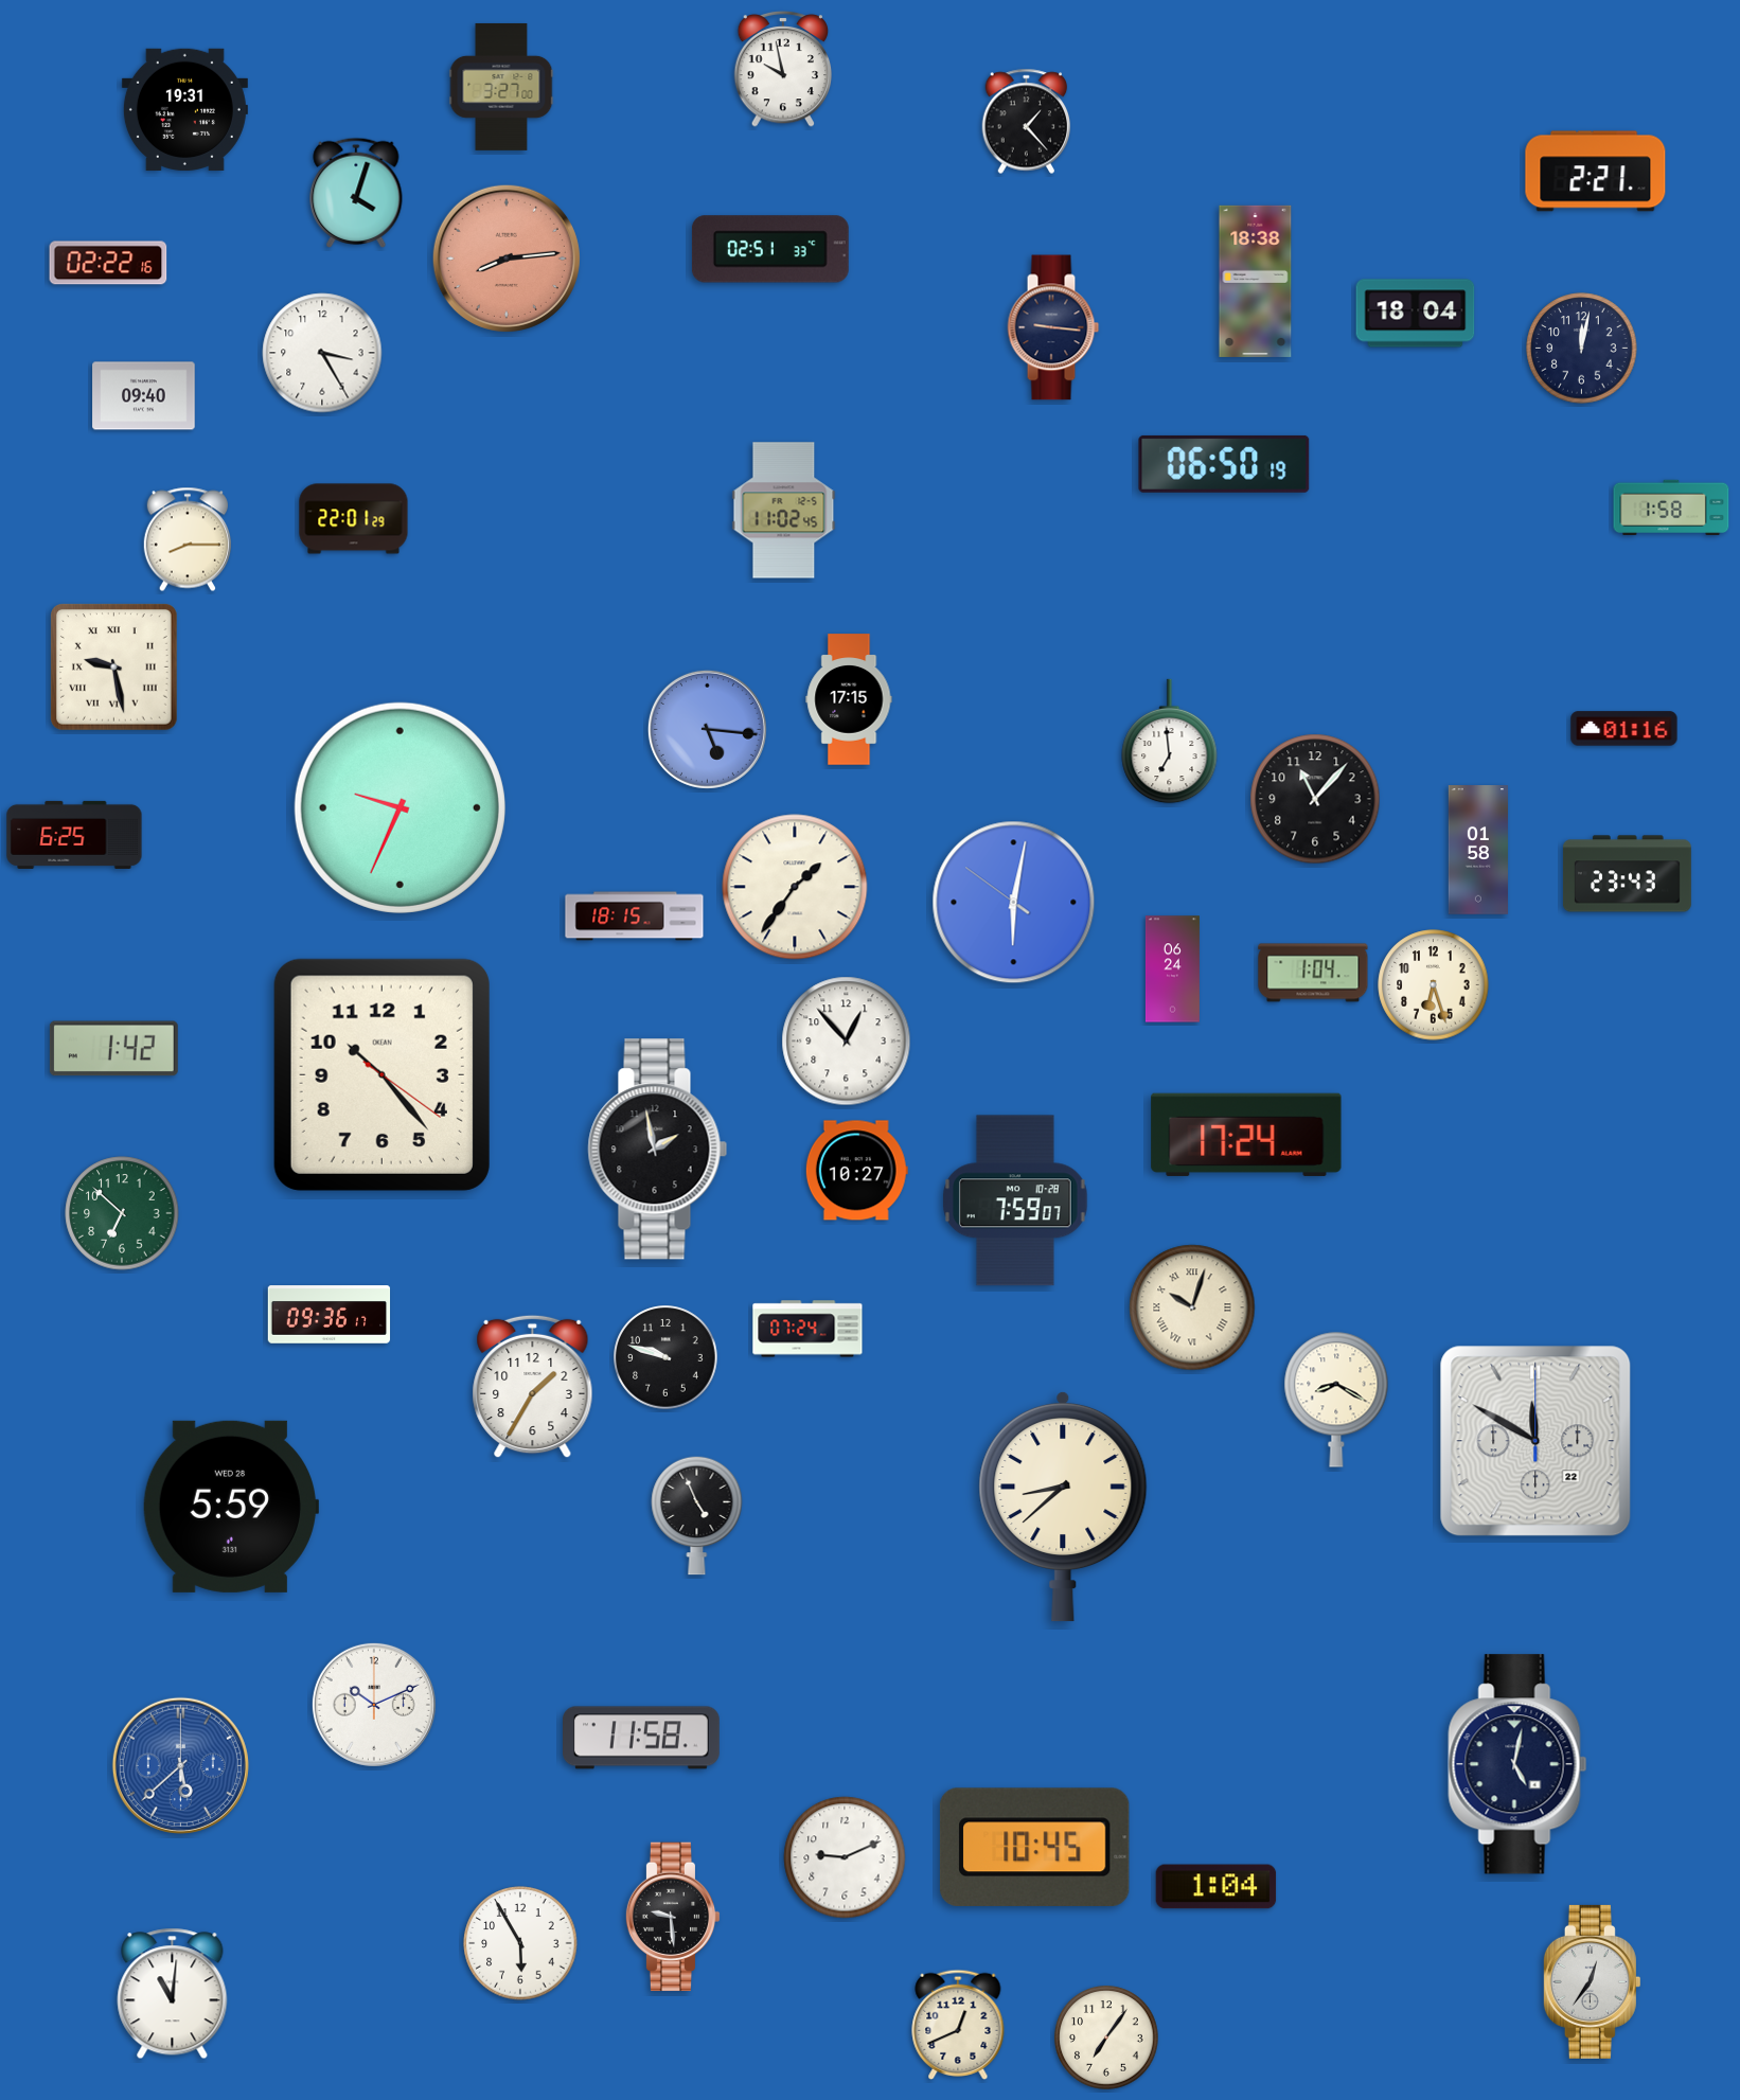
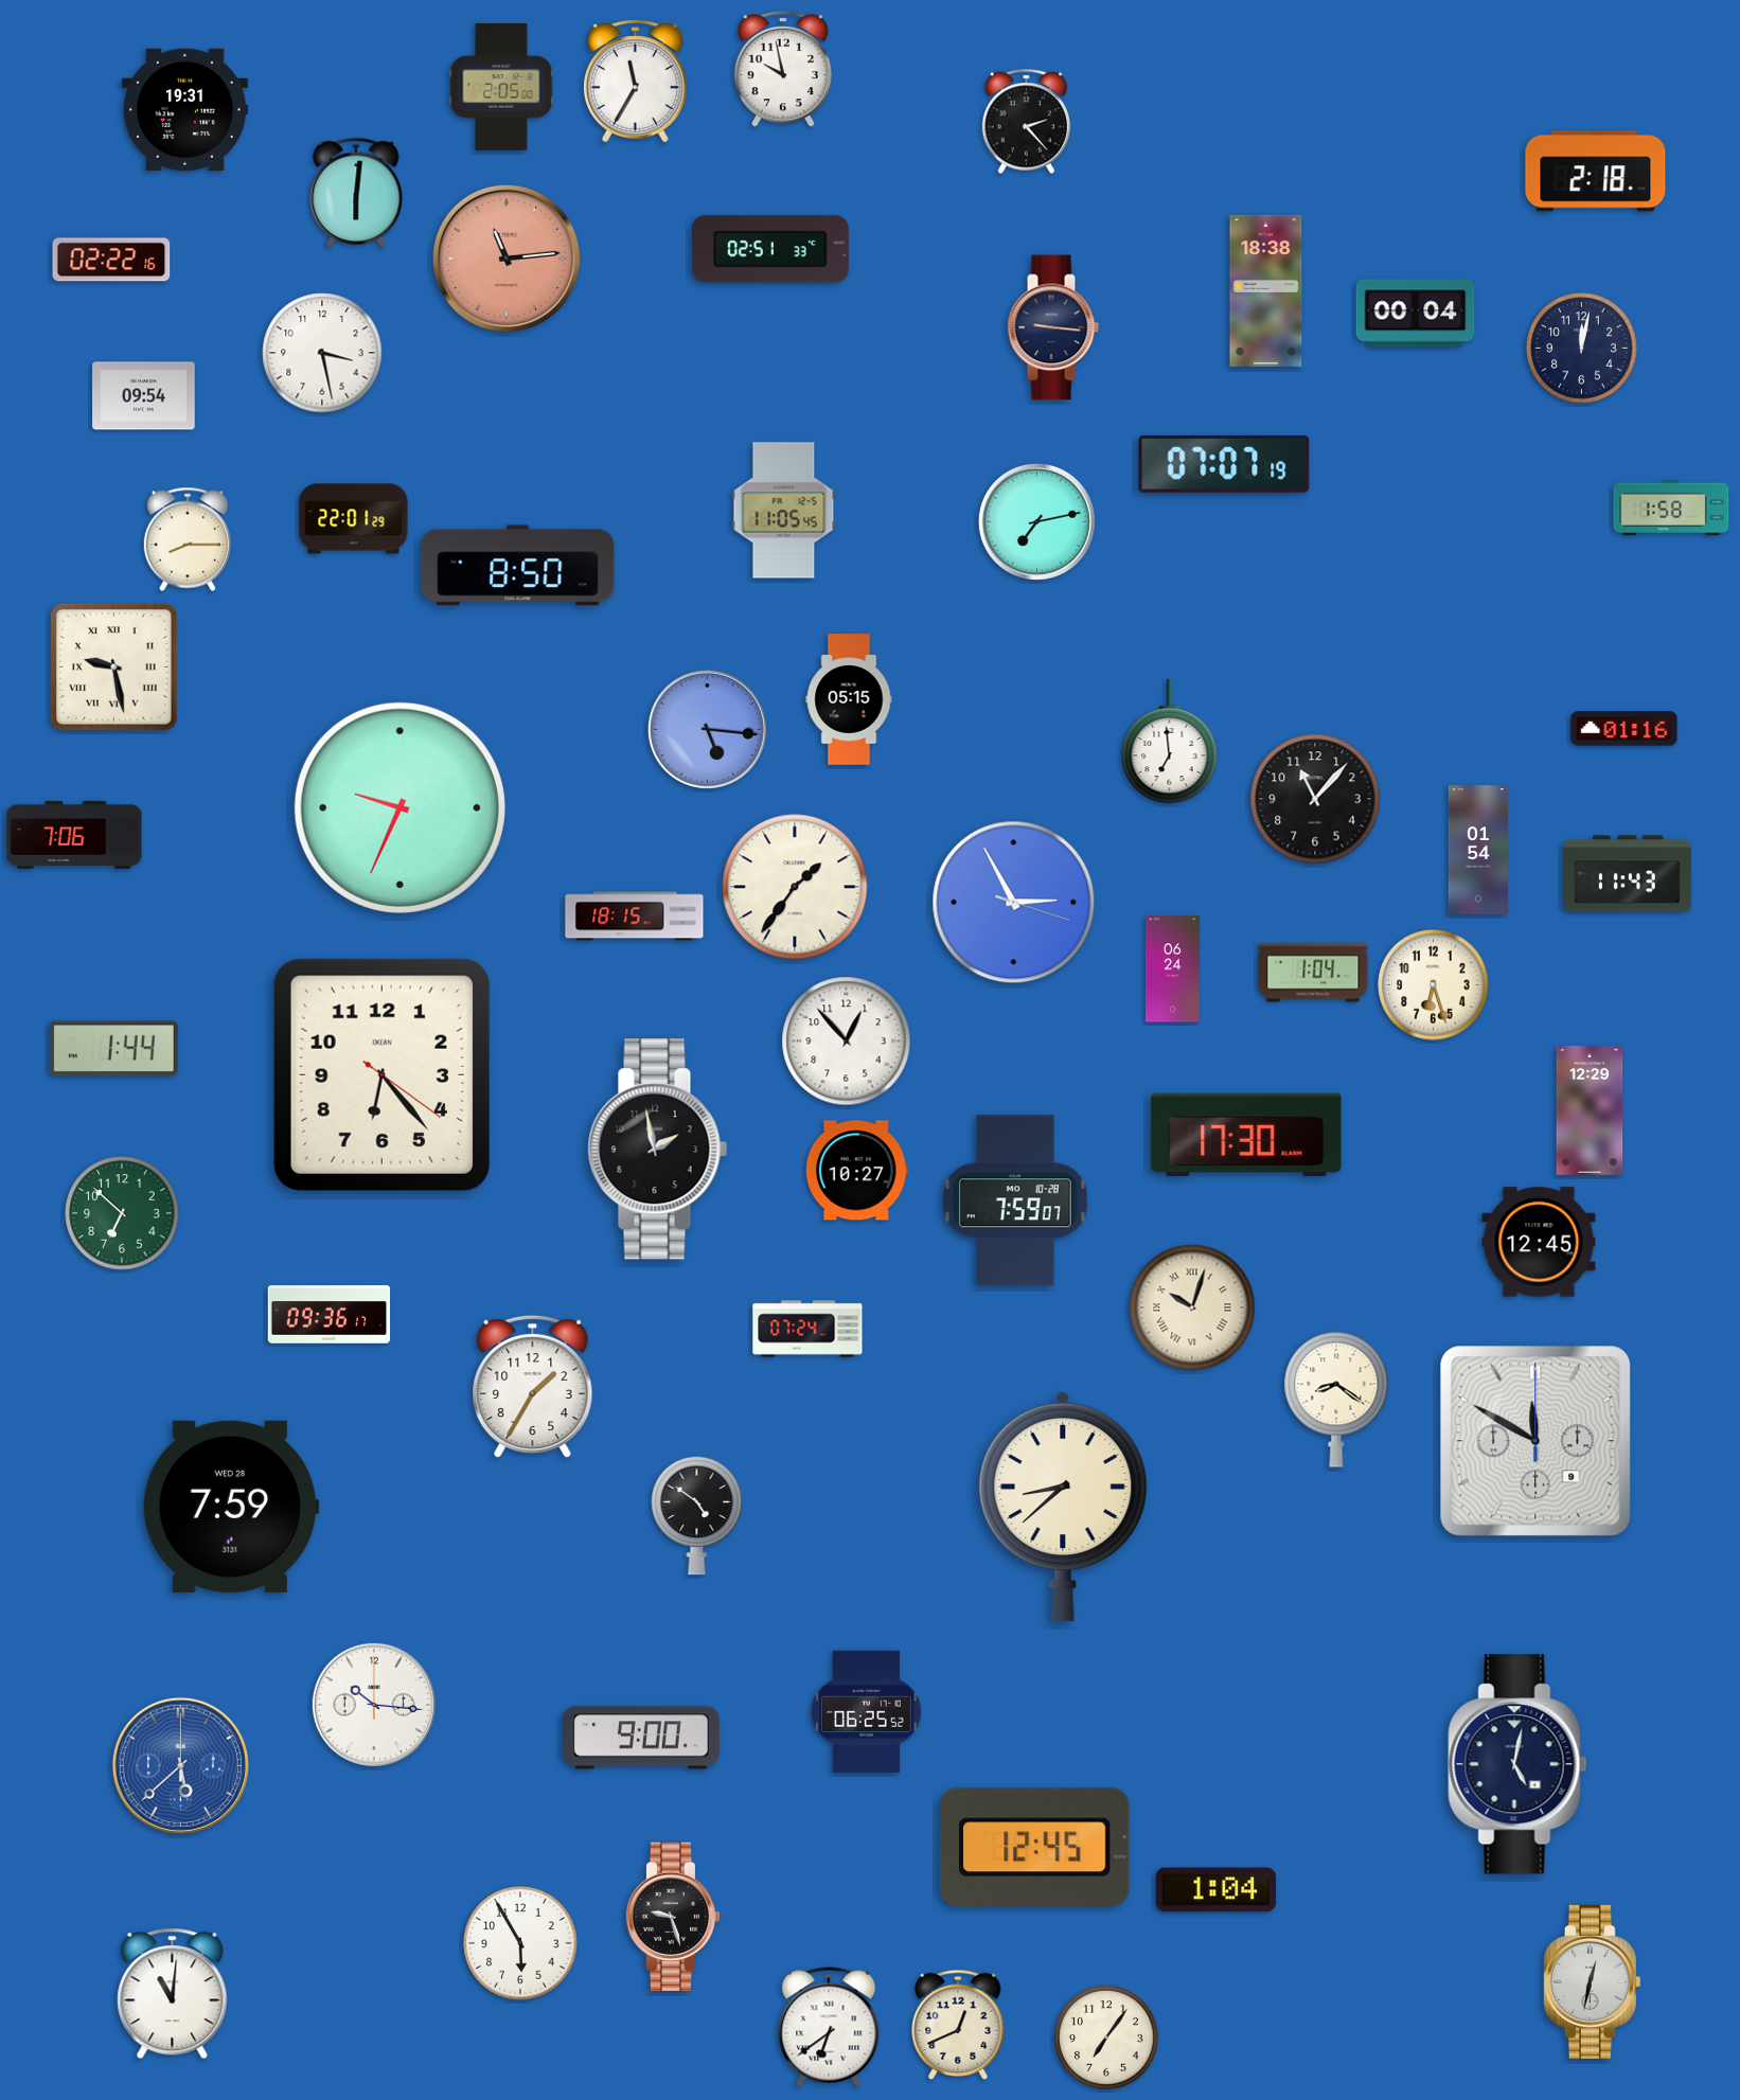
clock at (635, 82): none -> 11:35
clock at (501, 87): 3:27 -> 2:05
clock at (1027, 122): 1:23 -> 2:23
clock at (1596, 172): 2:21 -> 2:18
clock at (356, 193): 4:03 -> 6:01
clock at (507, 259): 8:14 -> 11:14
clock at (108, 263) position: (108, 263) -> (111, 260)
clock at (1256, 281) position: (1256, 281) -> (1266, 290)
clock at (1416, 314): 18:04 -> 00:04
clock at (322, 353): 3:25 -> 3:28
clock at (144, 396): 09:40 -> 09:54
clock at (1224, 464): 06:50 -> 07:07
clock at (784, 511): 11:02 -> 11:05
clock at (1036, 521): none -> 7:13
clock at (518, 566): none -> 8:50
clock at (849, 699): 17:15 -> 05:15
clock at (74, 835): 6:25 -> 7:06
clock at (1477, 850): 01:58 -> 01:54
clock at (1627, 874): 23:43 -> 11:43
clock at (1014, 903): 6:01 -> 2:55
clock at (113, 1049): 1:42 -> 1:44
clock at (381, 1074): 10:23 -> 6:23
clock at (1590, 1110): none -> 12:29
clock at (1246, 1135): 17:24 -> 17:30
clock at (1539, 1242): none -> 12:45
clock at (665, 1357): 9:48 -> none
clock at (1336, 1400): 8:20 -> 8:21
clock at (1535, 1441) date: 22 -> 9
clock at (230, 1507): 5:59 -> 7:59
clock at (697, 1515): 4:56 -> 4:51
clock at (374, 1705): 10:11 -> 10:16
clock at (866, 1711): none -> 06:25
clock at (642, 1738): 11:58 -> 9:00
clock at (1034, 1847): 10:45 -> 12:45
clock at (845, 1857): 9:11 -> none
clock at (1217, 1887) position: (1217, 1887) -> (1217, 1890)
clock at (673, 1917): 9:29 -> 9:27
clock at (1592, 1981): 12:36 -> 12:32
clock at (829, 2027): none -> 6:39
